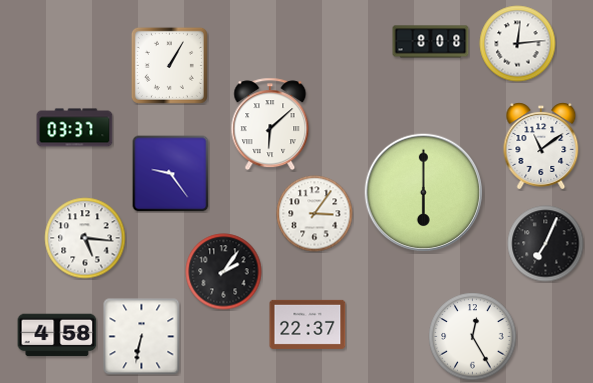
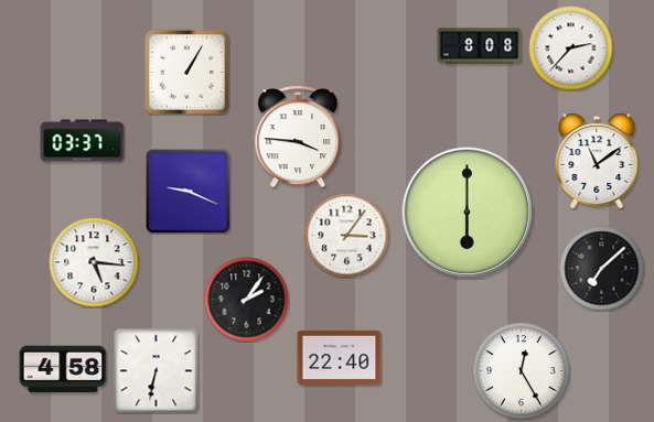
clock at (431, 42) position: (431, 42) -> (480, 46)
clock at (518, 44): 12:14 -> 2:37
clock at (270, 124): 6:08 -> 3:46
clock at (171, 174): 9:24 -> 9:19
clock at (546, 244): 7:04 -> 7:08
clock at (308, 324): 22:37 -> 22:40
